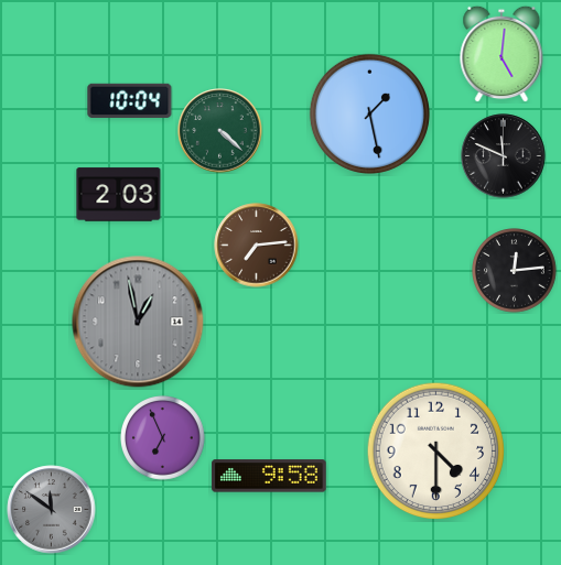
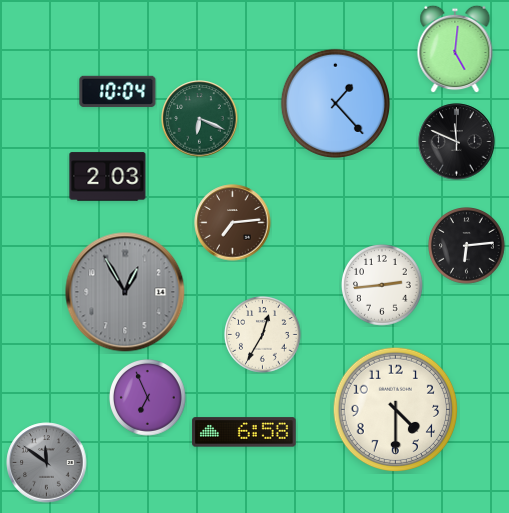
clock at (369, 113): 1:28 -> 1:23
clock at (220, 131): 4:22 -> 6:19
clock at (515, 271): 12:14 -> 6:14
clock at (382, 286): none -> 2:44
clock at (138, 322): 12:58 -> 12:55
clock at (263, 335): none -> 12:35
clock at (269, 476): 9:58 -> 6:58
